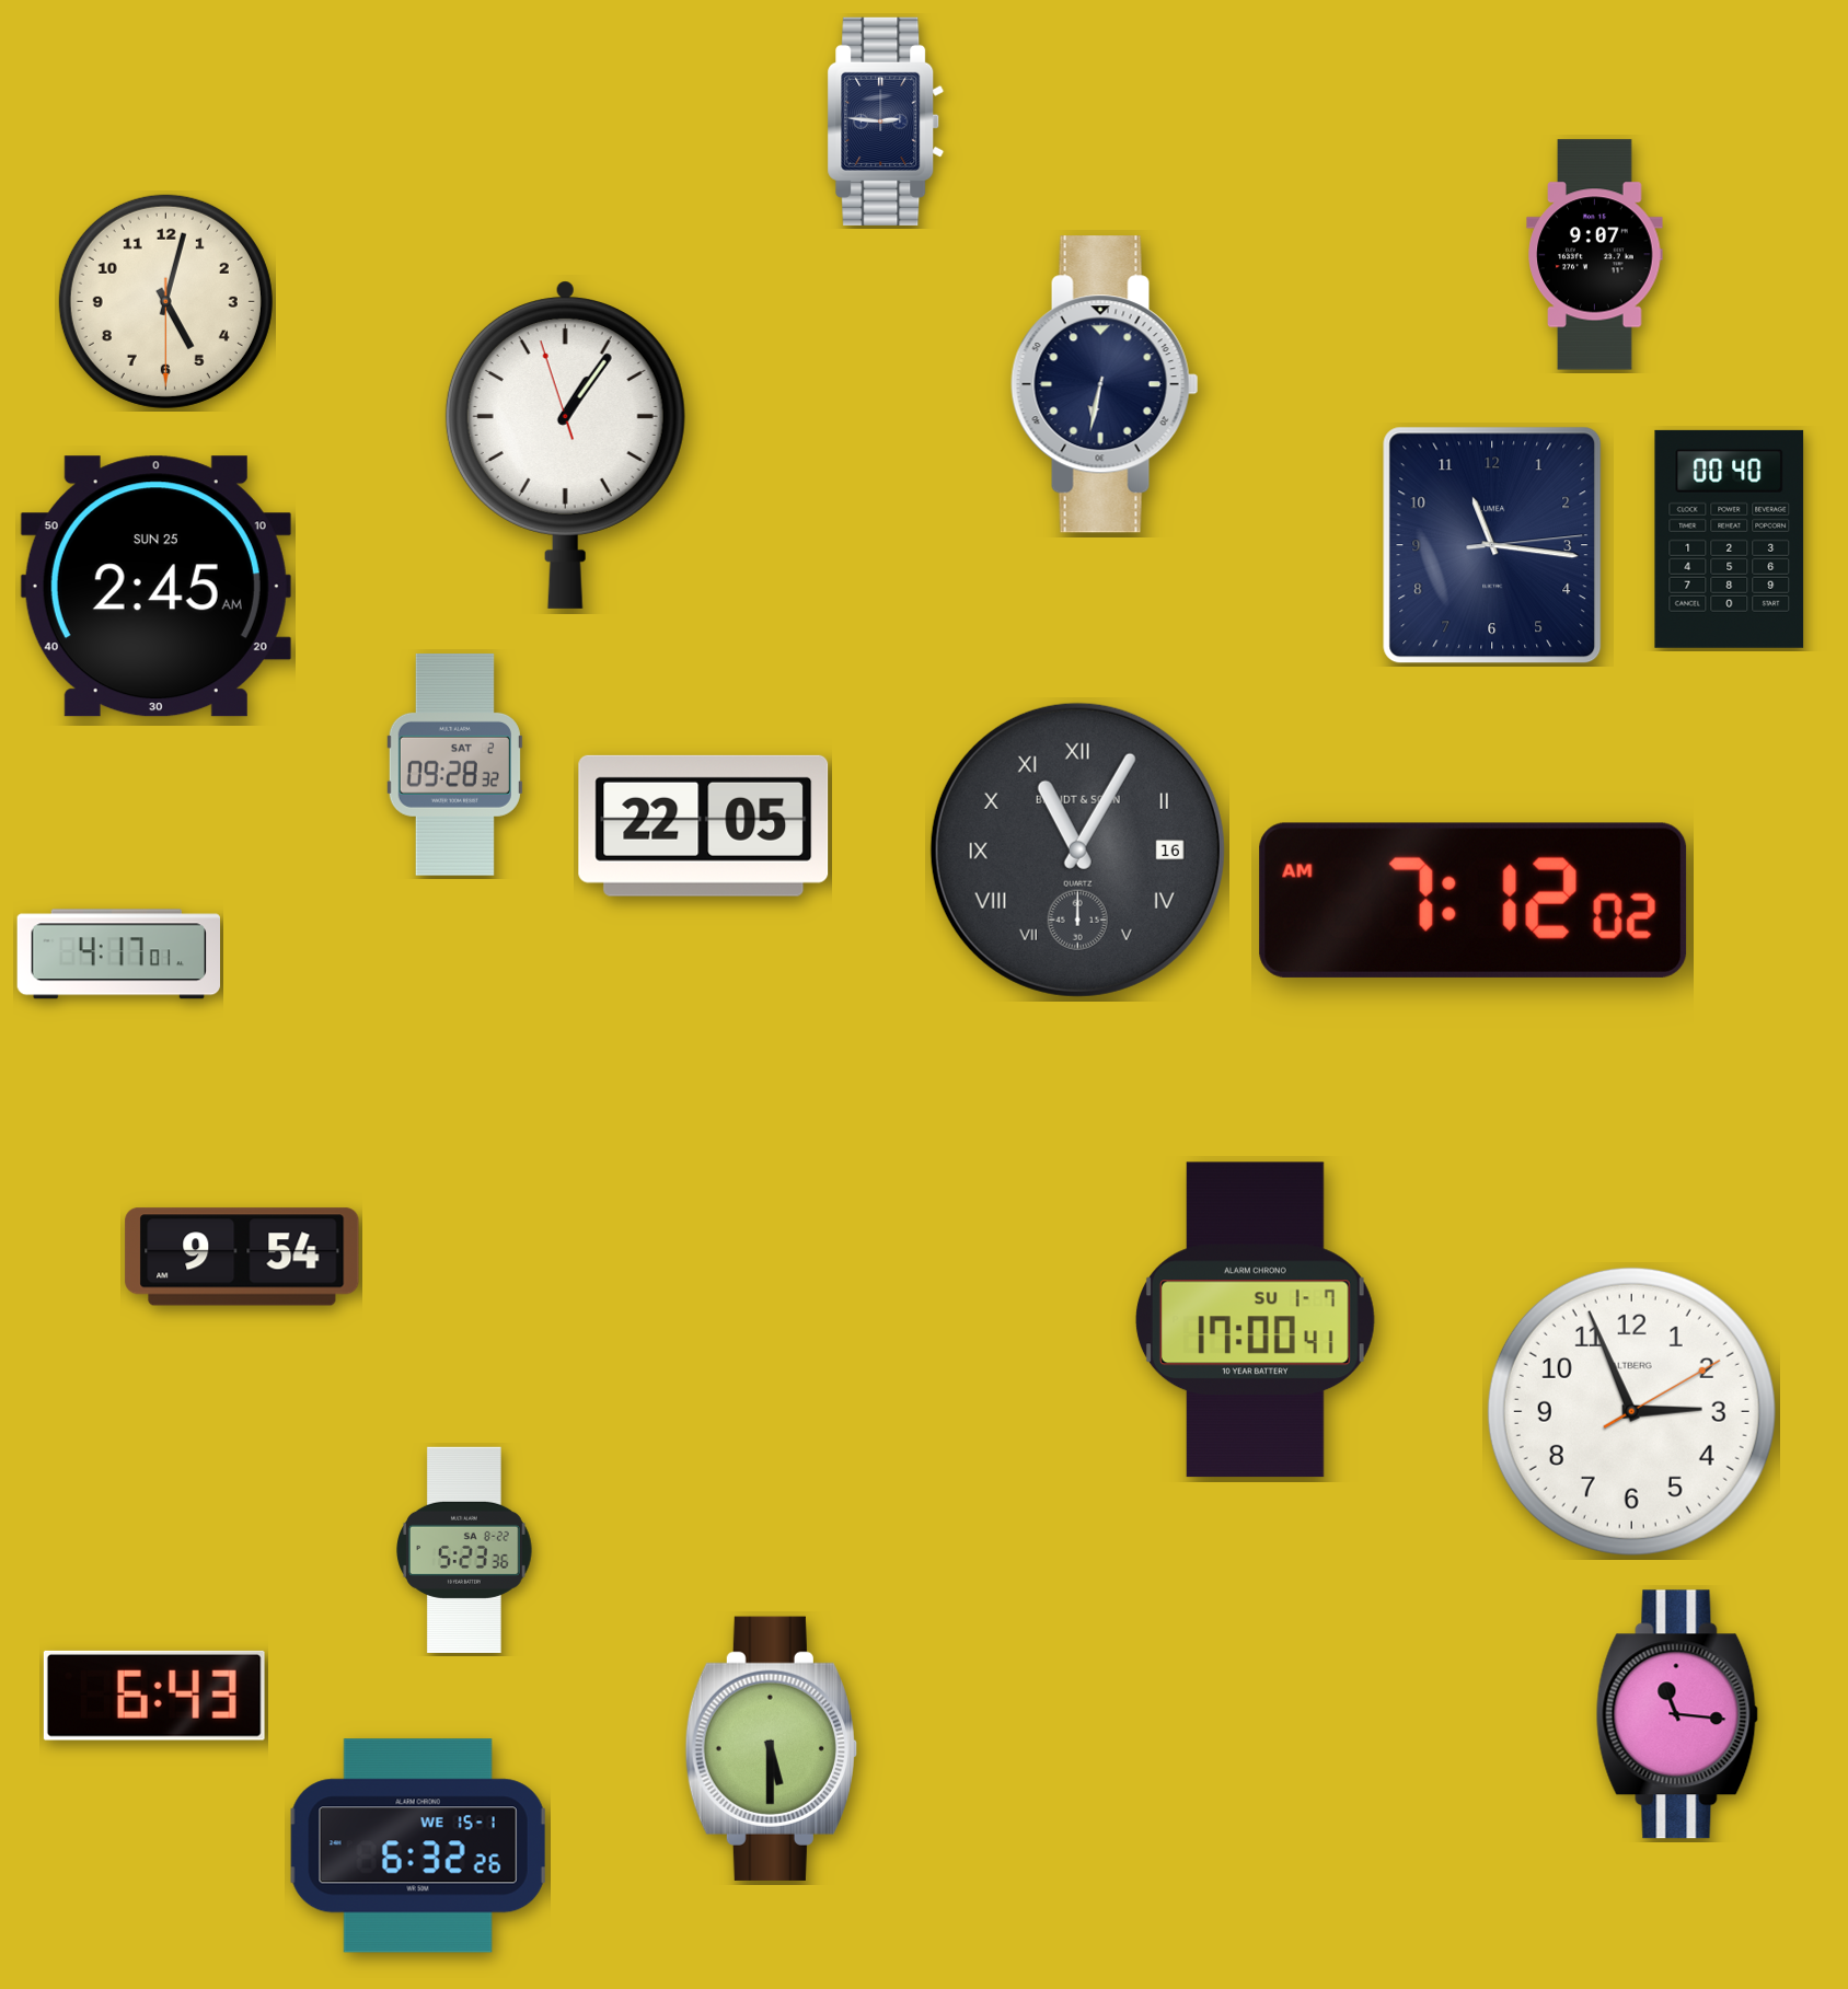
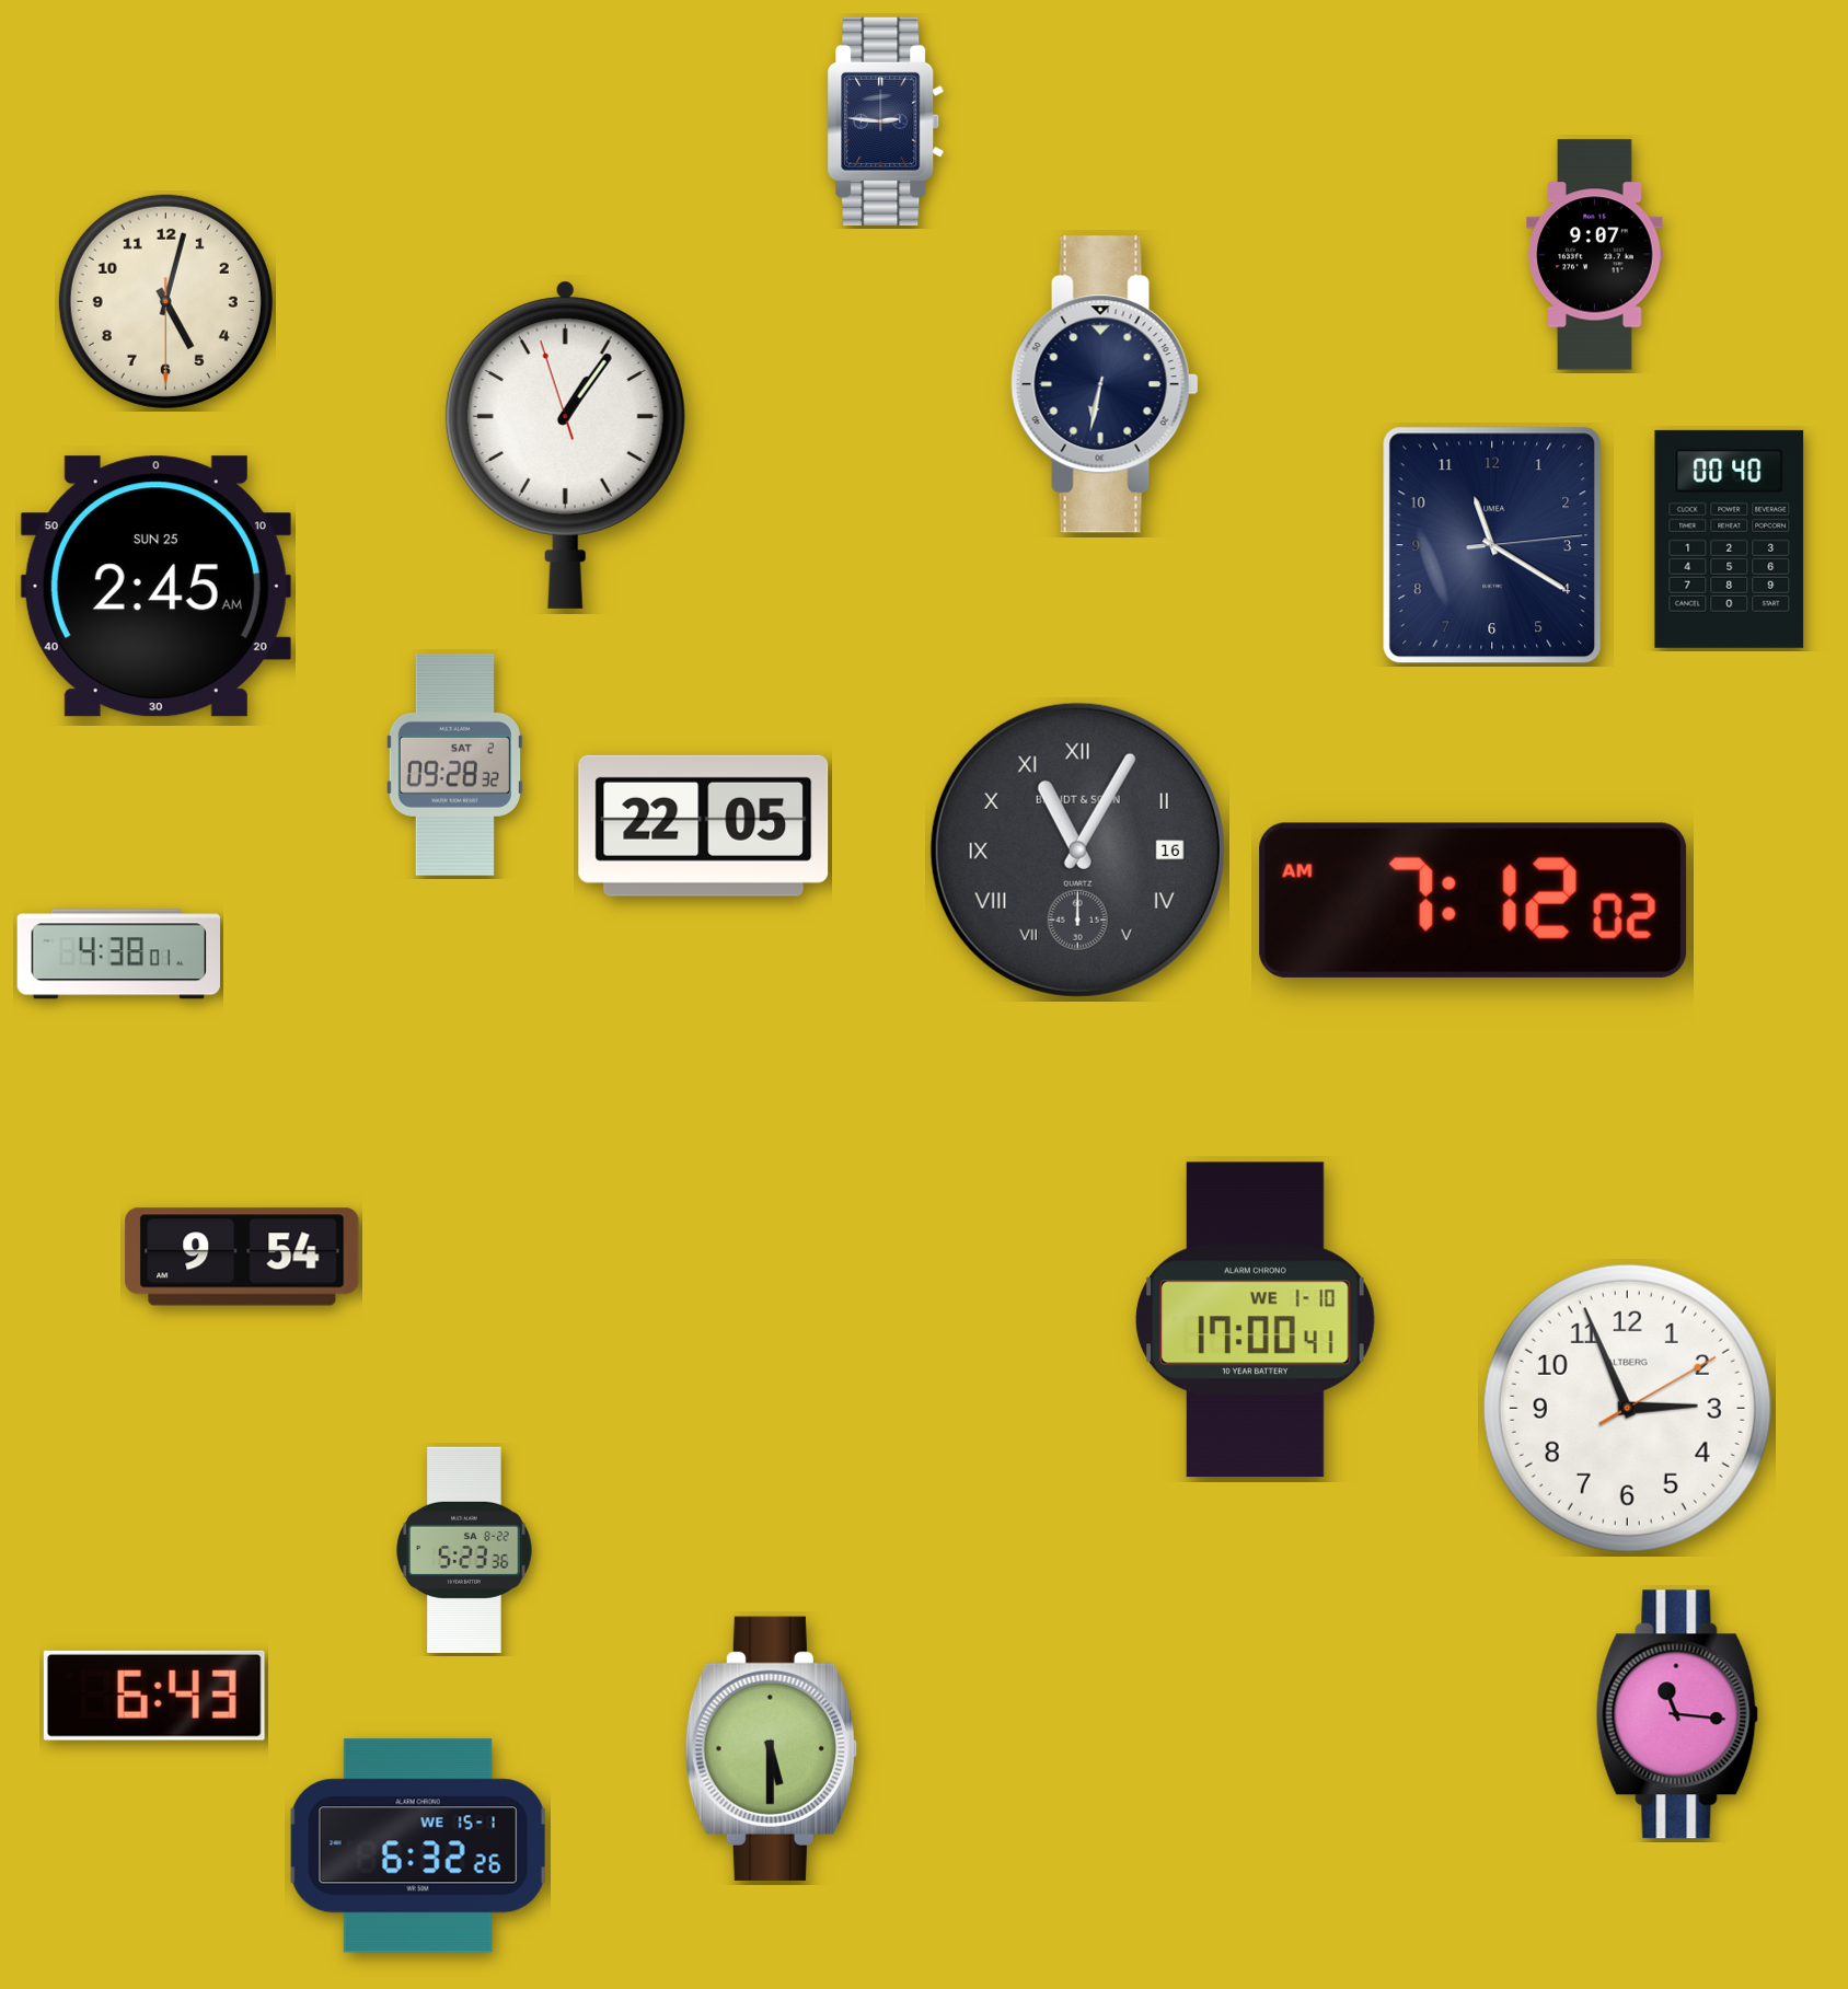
clock at (1492, 545): 11:16 -> 11:20
clock at (118, 955): 4:17 -> 4:38
clock at (1255, 1320) date: SU 1-7 -> WE 1-10
clock at (1631, 1411) position: (1631, 1411) -> (1627, 1408)
